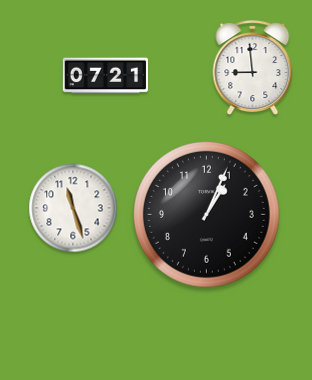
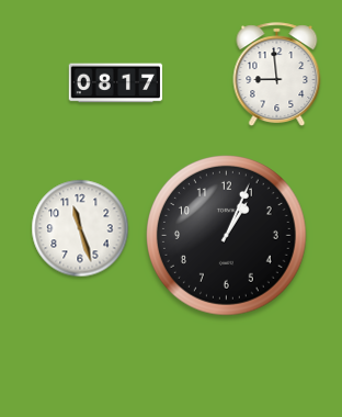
clock at (106, 76): 07:21 -> 08:17
